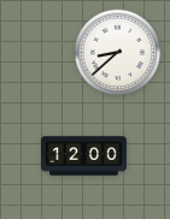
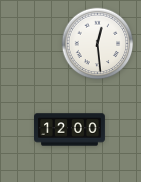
clock at (118, 53): 8:38 -> 12:29
